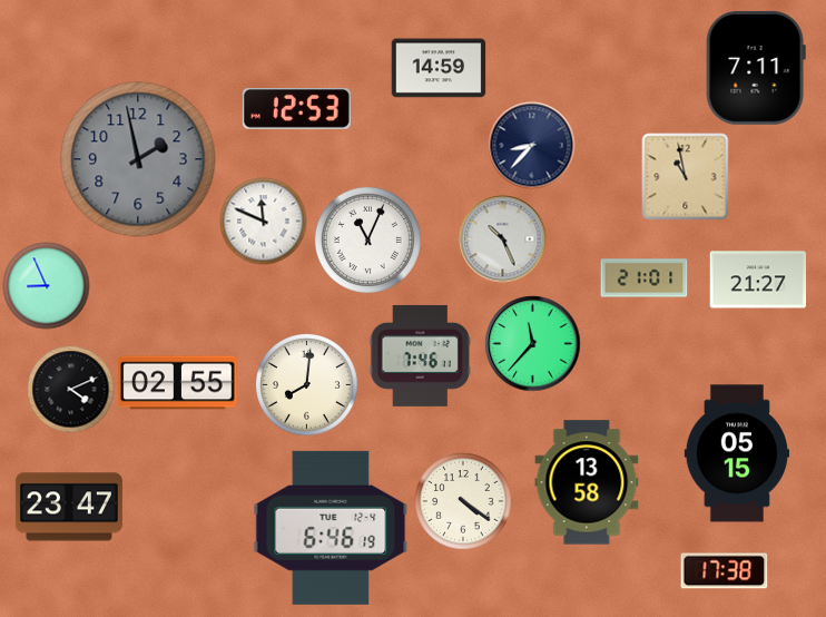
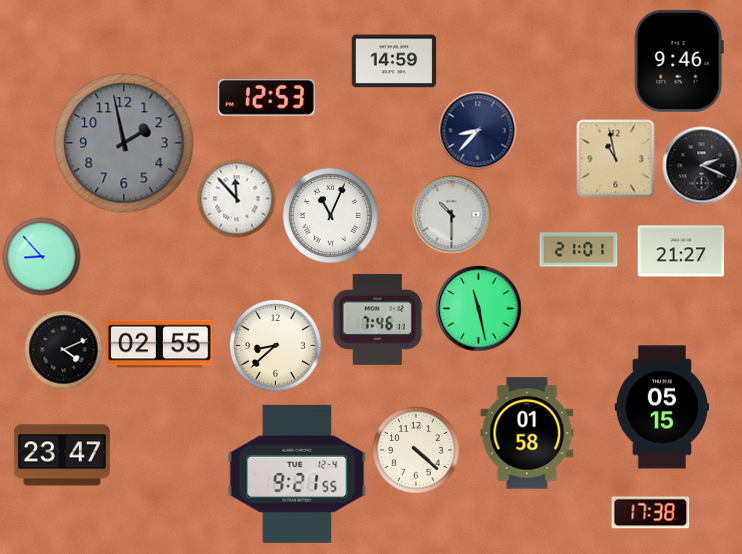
clock at (756, 68): 7:11 -> 9:46
clock at (701, 165): none -> 2:19
clock at (263, 221): 11:49 -> 11:53
clock at (502, 238): 10:26 -> 10:30
clock at (46, 285): 8:56 -> 8:53
clock at (532, 343): 11:37 -> 11:28
clock at (307, 385): 8:01 -> 8:38
clock at (587, 482): 13:58 -> 01:58
clock at (463, 501): 4:21 -> 4:22
clock at (331, 528): 6:46 -> 9:21
